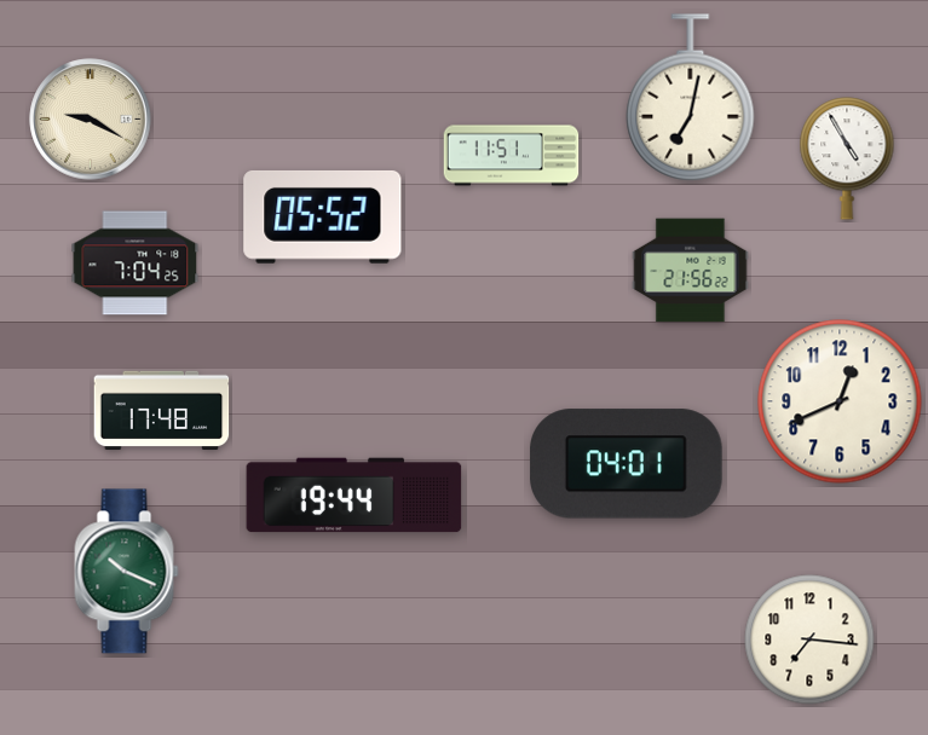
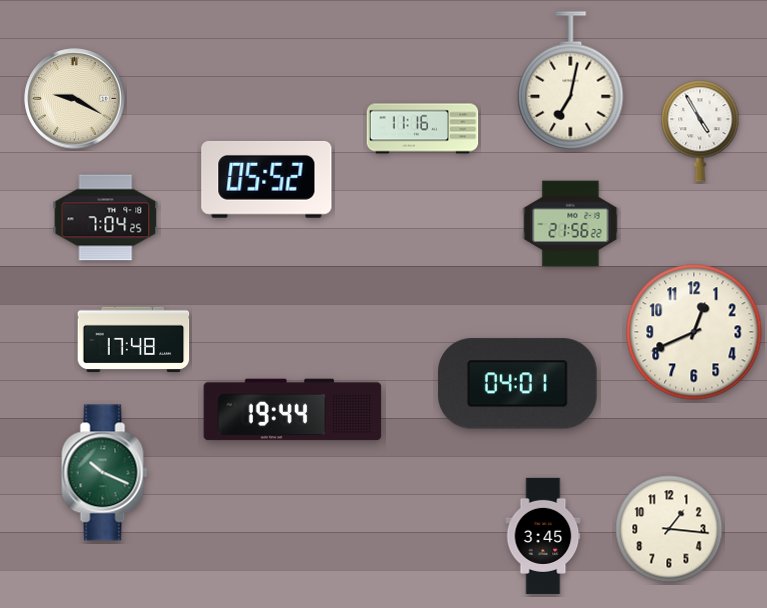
clock at (512, 156): 11:51 -> 11:16
clock at (136, 264) position: (136, 264) -> (106, 218)
clock at (809, 639): 7:16 -> 1:16
clock at (543, 536): none -> 3:45
